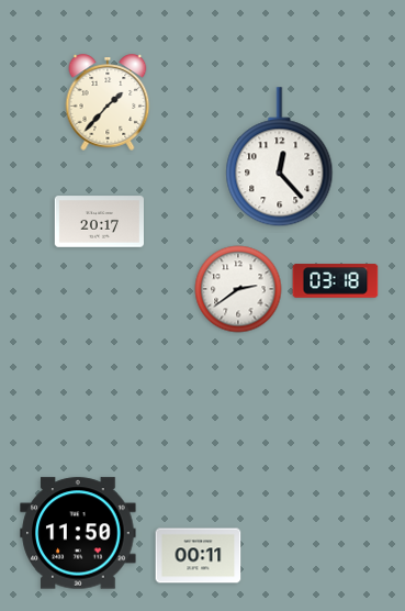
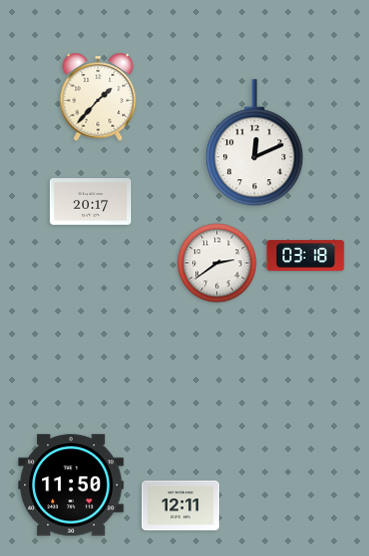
clock at (108, 102) position: (108, 102) -> (98, 97)
clock at (280, 157): 12:23 -> 12:11
clock at (199, 556): 00:11 -> 12:11
